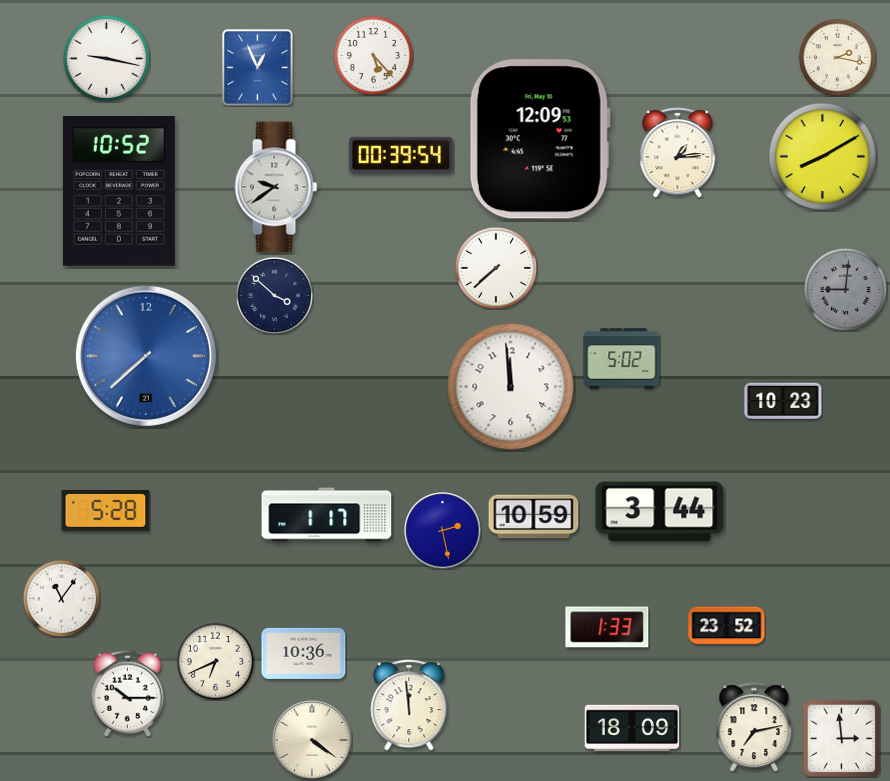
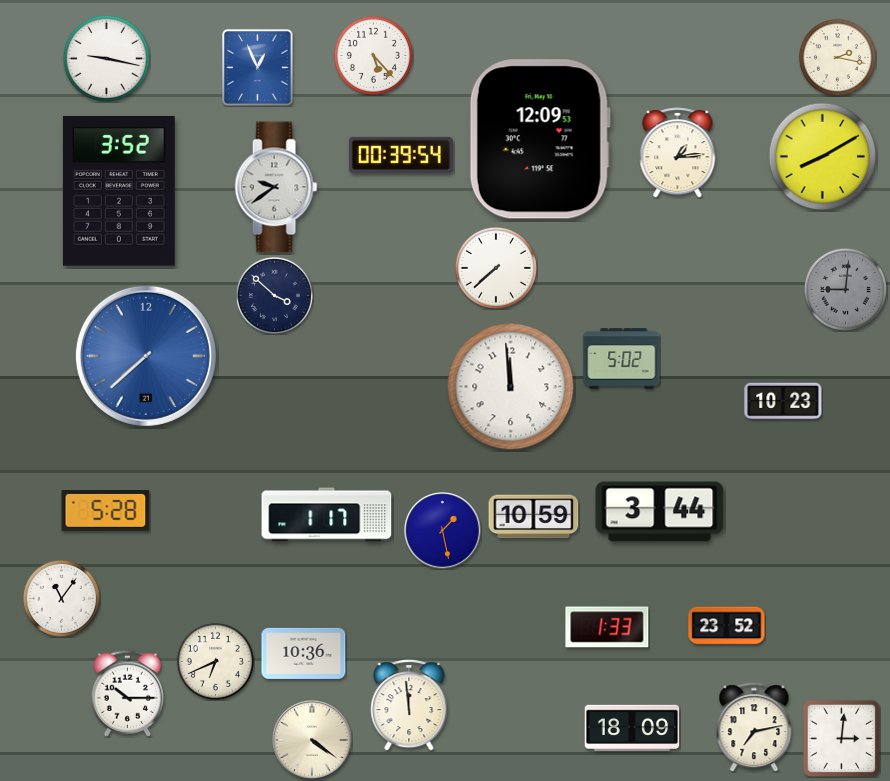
clock at (119, 192): 10:52 -> 3:52
clock at (443, 531): 2:28 -> 1:28
clock at (841, 738): 2:59 -> 3:01
